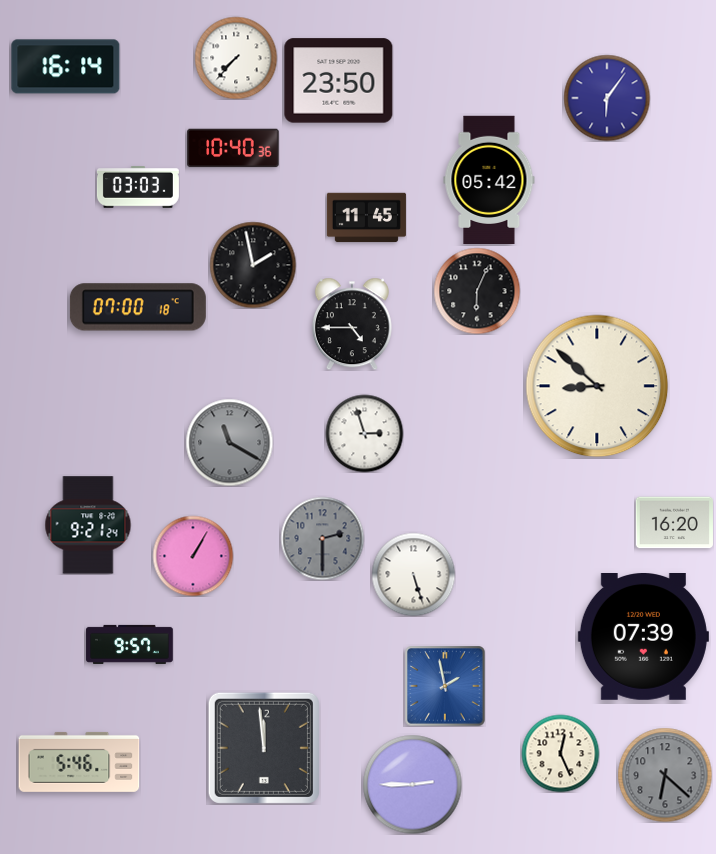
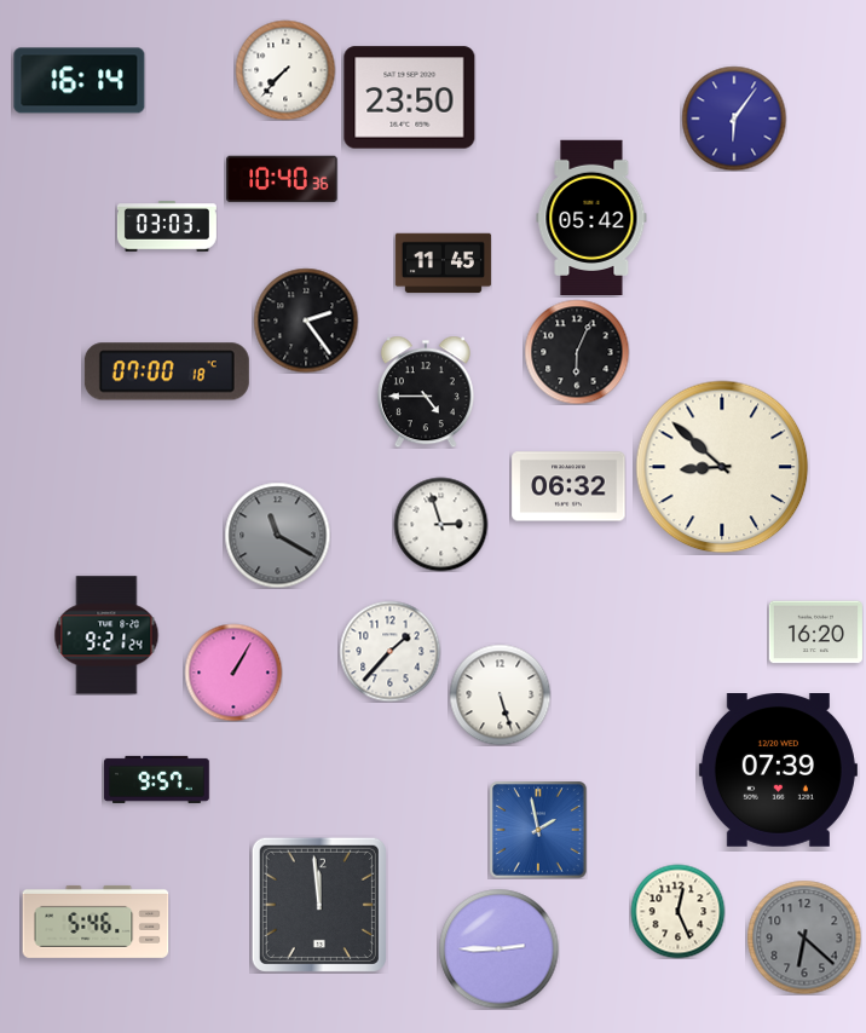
clock at (253, 265): 1:58 -> 2:24
clock at (568, 486): none -> 06:32
clock at (322, 538): 2:30 -> 1:37
clock at (322, 538) dial: grey -> white
